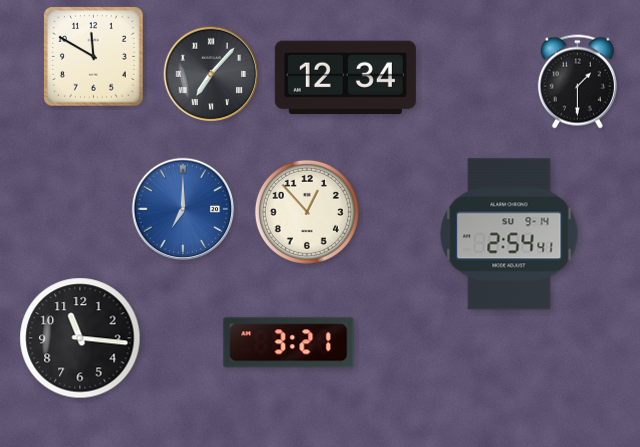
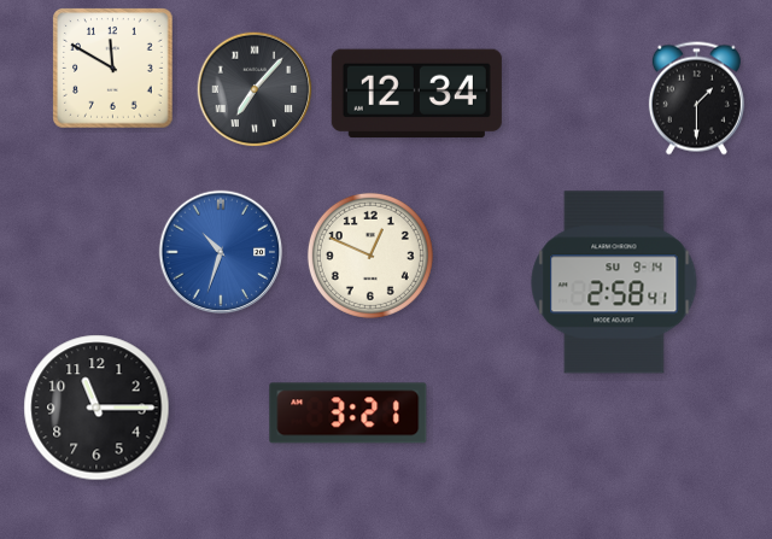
clock at (183, 209): 7:00 -> 10:33
clock at (307, 212): 12:53 -> 12:49
clock at (509, 234): 2:54 -> 2:58
clock at (80, 338): 11:16 -> 11:15
